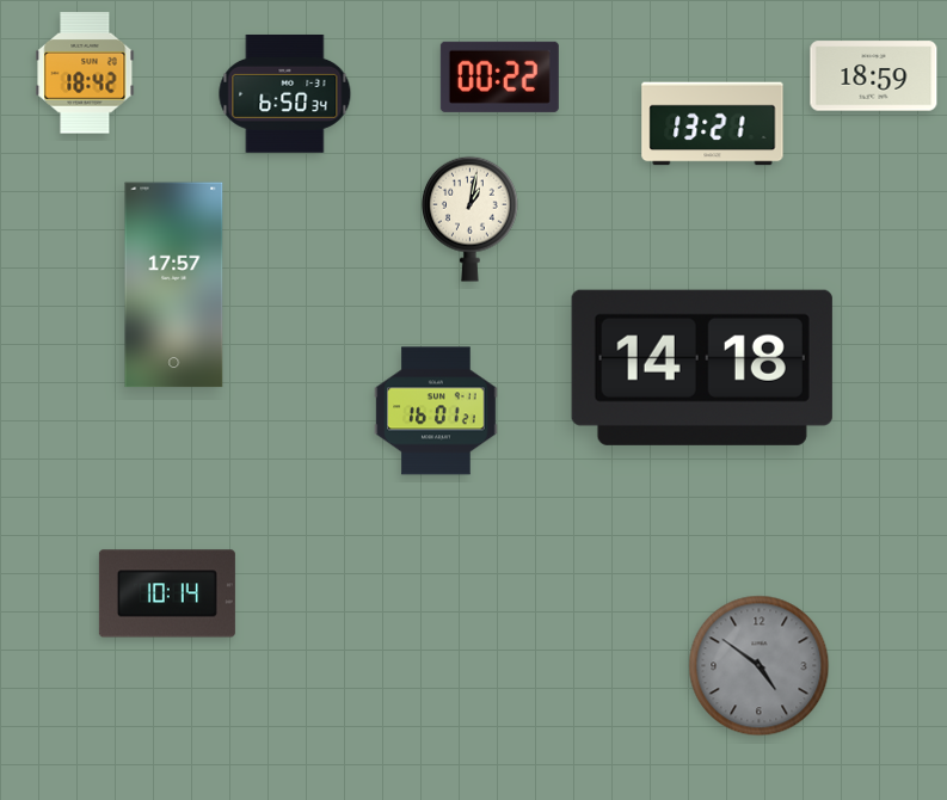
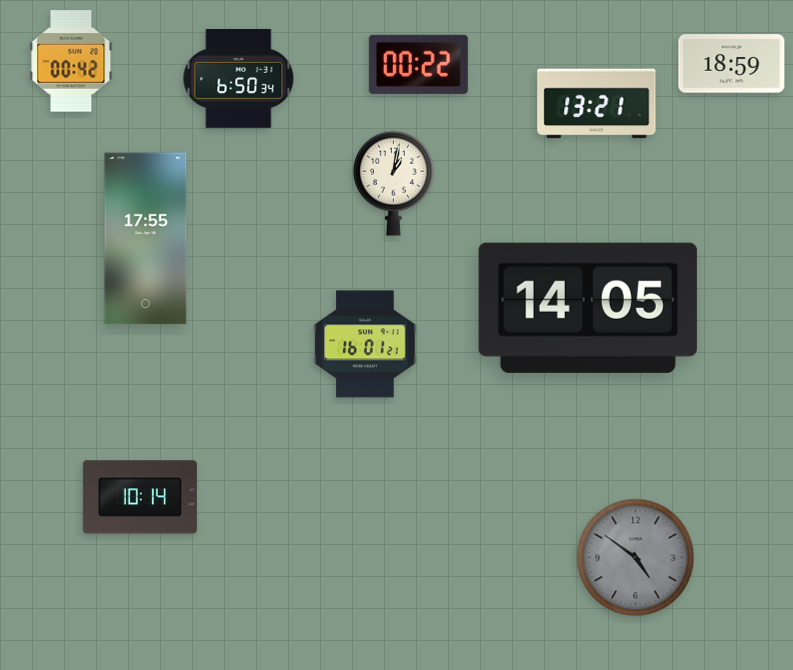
clock at (85, 73): 18:42 -> 00:42
clock at (174, 285): 17:57 -> 17:55
clock at (702, 368): 14:18 -> 14:05
